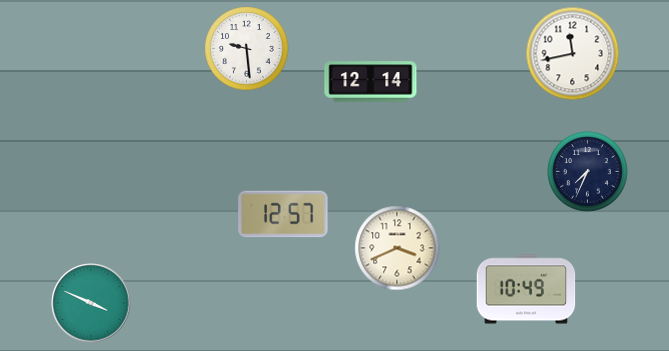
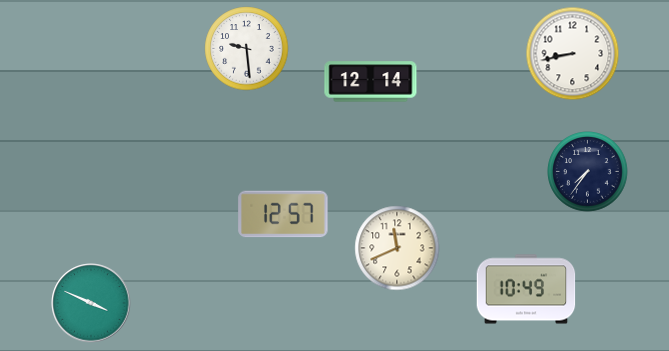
clock at (573, 54): 11:43 -> 8:43
clock at (588, 172): 7:34 -> 7:36
clock at (397, 248): 3:41 -> 11:41
